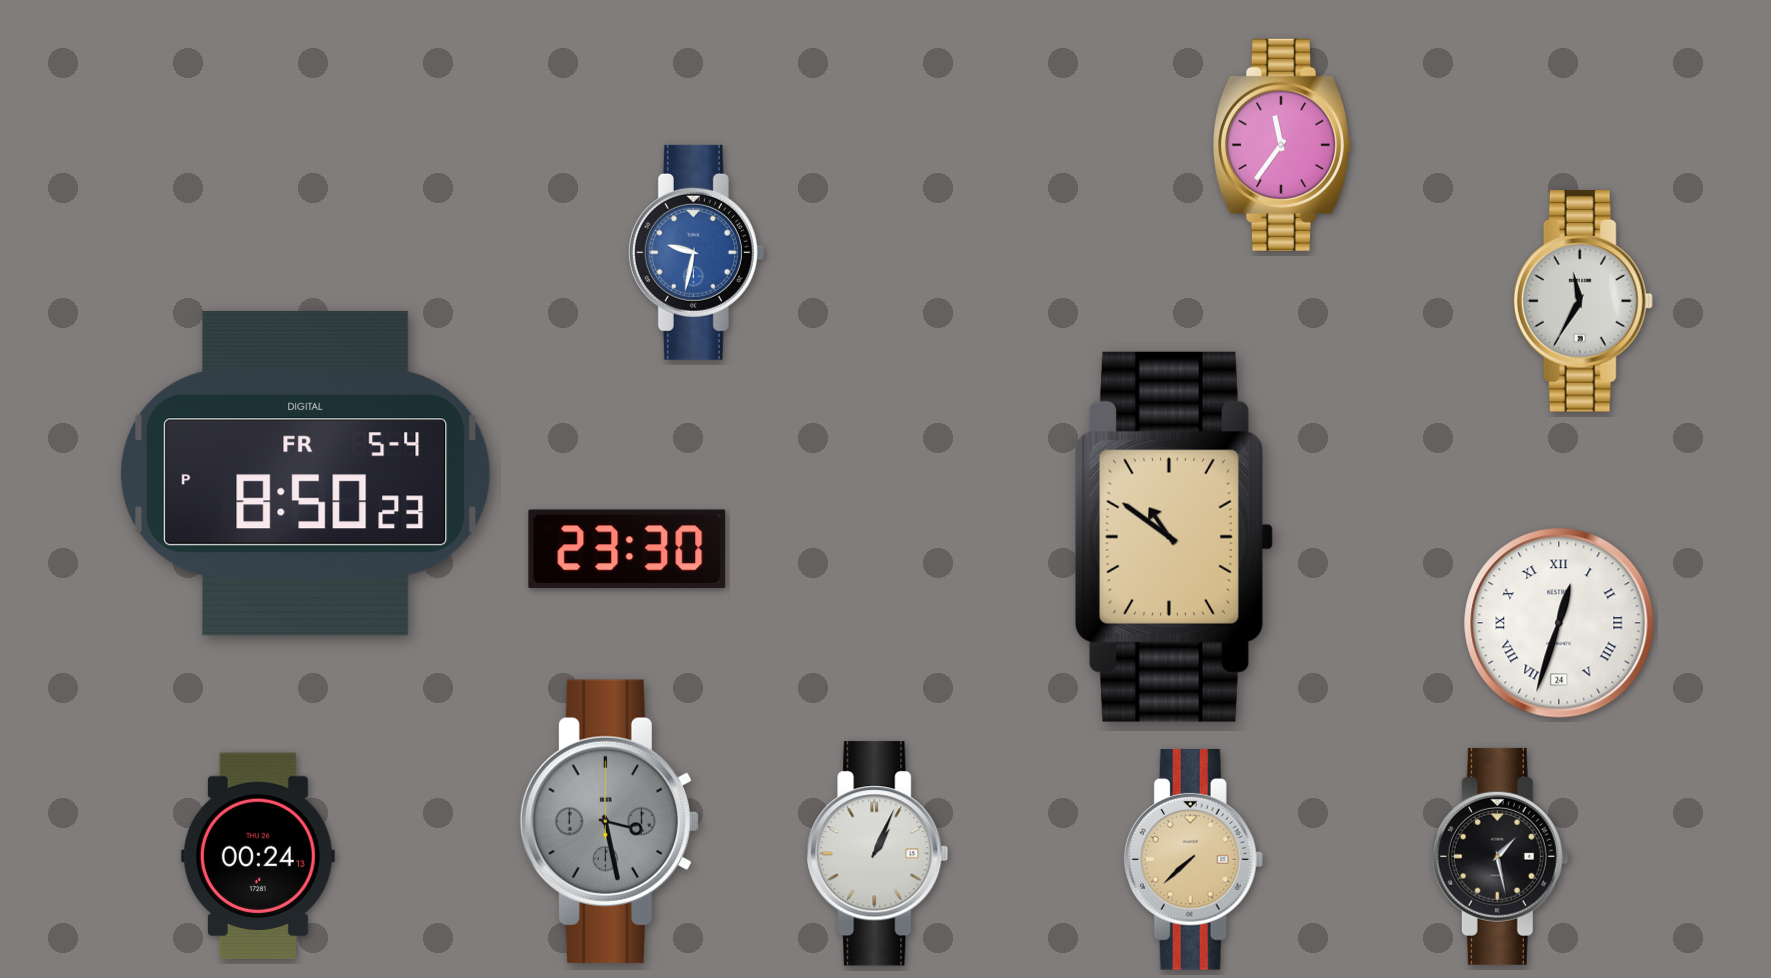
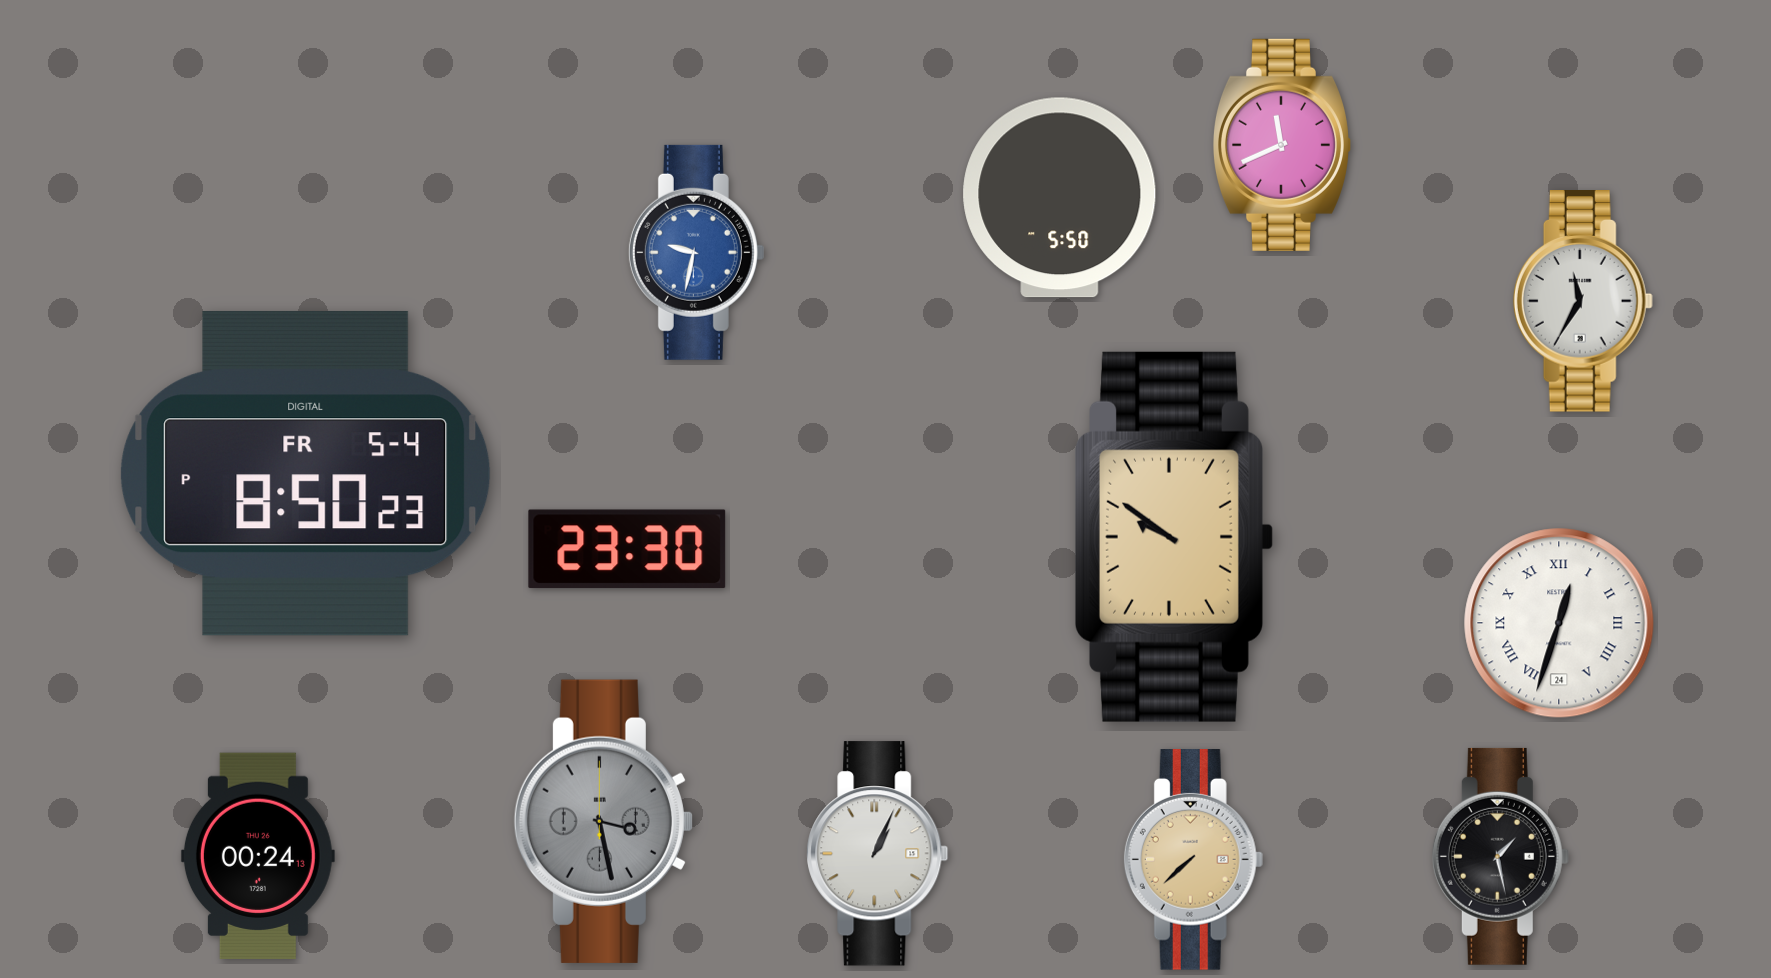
clock at (1282, 145): 11:36 -> 11:41
clock at (1060, 198): none -> 5:50
clock at (1174, 537): 10:51 -> 9:51
clock at (609, 821) position: (609, 821) -> (603, 821)
